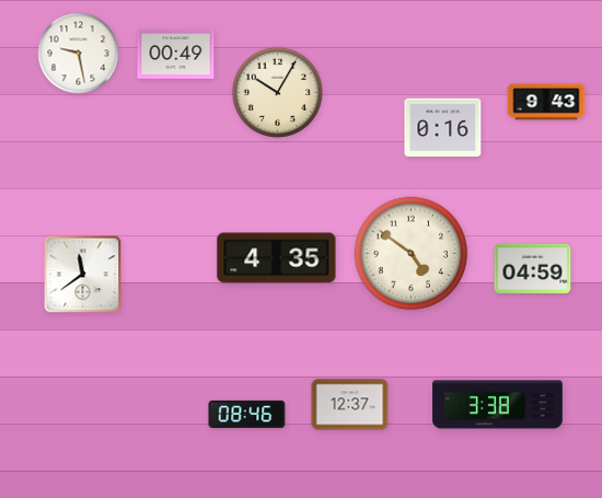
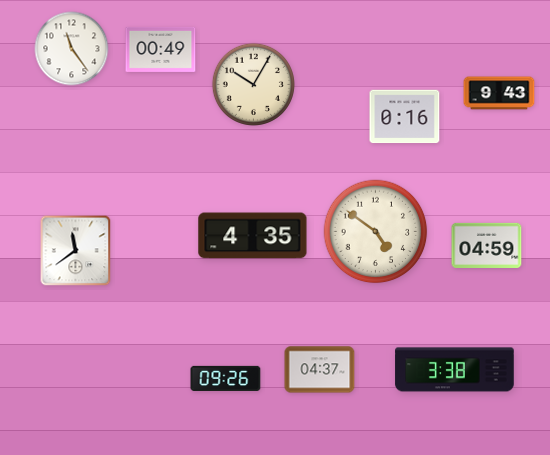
clock at (79, 54): 9:28 -> 11:24
clock at (350, 405): 12:37 -> 04:37
clock at (247, 414): 08:46 -> 09:26
